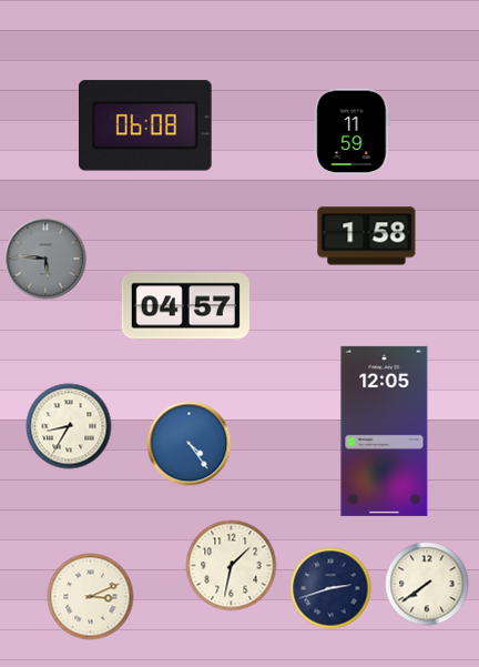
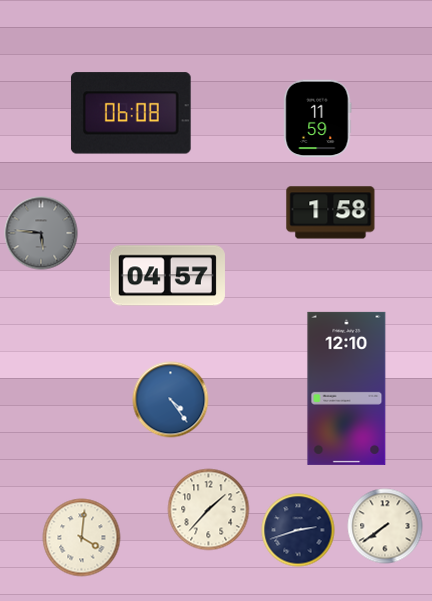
clock at (69, 426): 8:35 -> none
clock at (385, 431): 12:05 -> 12:10
clock at (232, 566): 1:32 -> 1:37
clock at (91, 597): 3:11 -> 4:01
